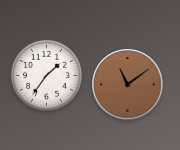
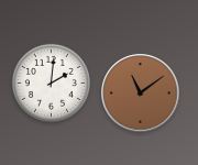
clock at (46, 75): 1:36 -> 2:01
